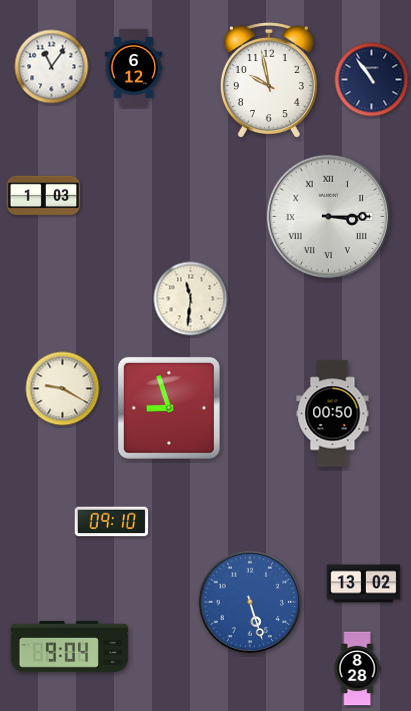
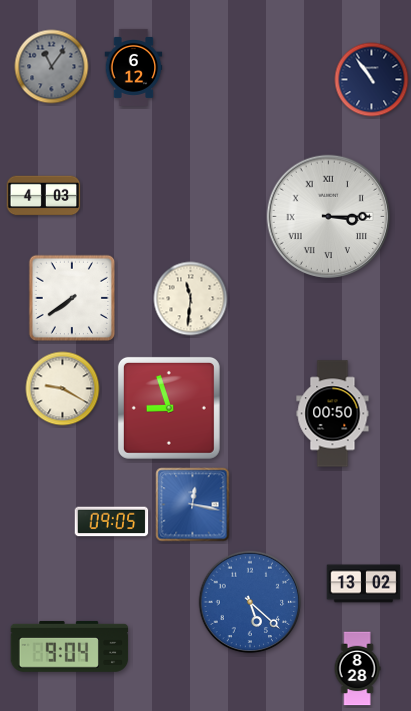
clock at (52, 67) dial: white -> grey
clock at (269, 80): 9:58 -> none
clock at (44, 196): 1:03 -> 4:03
clock at (71, 297): none -> 7:39
clock at (193, 505): none -> 12:17
clock at (112, 522): 09:10 -> 09:05
clock at (250, 602): 5:27 -> 5:22
